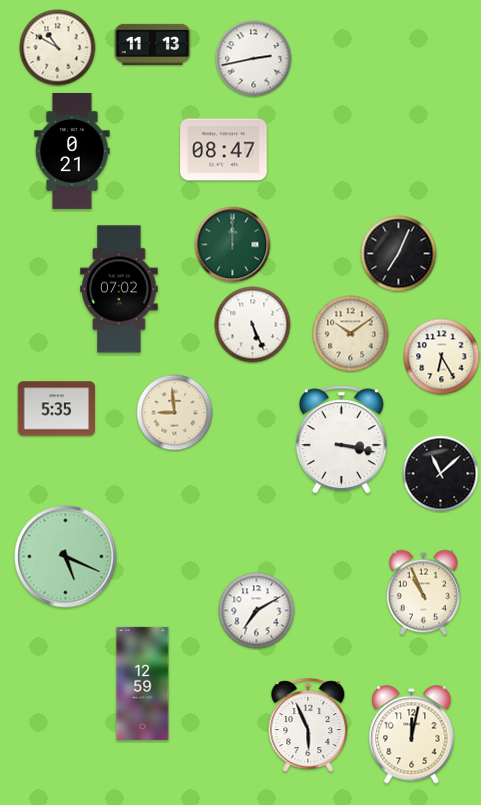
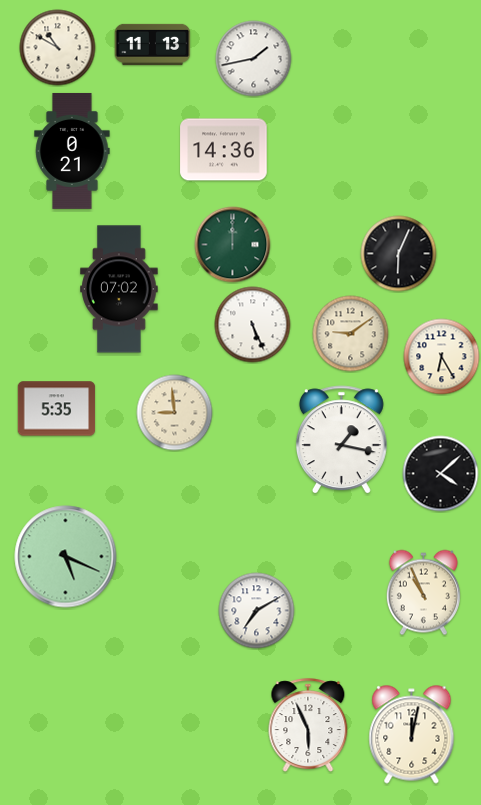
clock at (254, 59): 2:43 -> 1:43
clock at (224, 150): 08:47 -> 14:36
clock at (399, 254): 7:04 -> 6:04
clock at (351, 334): 10:09 -> 9:09
clock at (341, 440): 3:17 -> 1:17
clock at (441, 474): 11:08 -> 4:08
clock at (143, 683): 12:59 -> none
